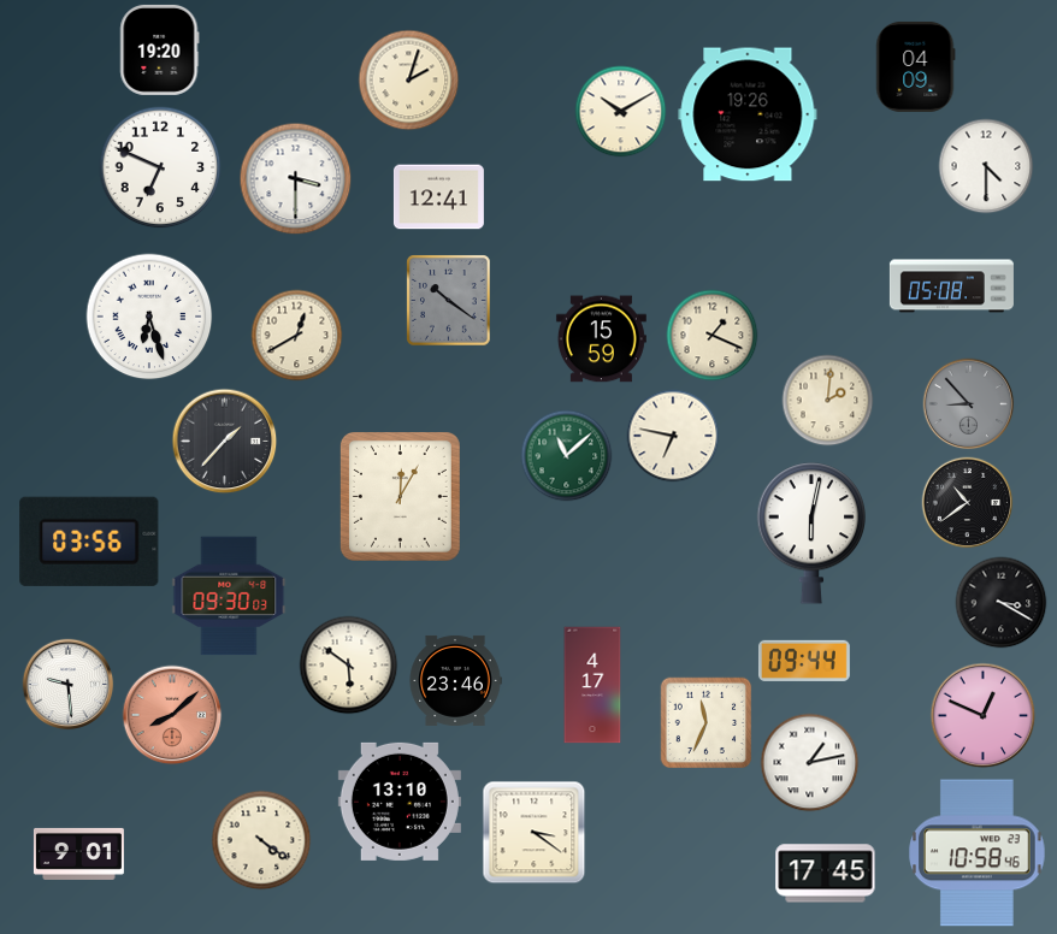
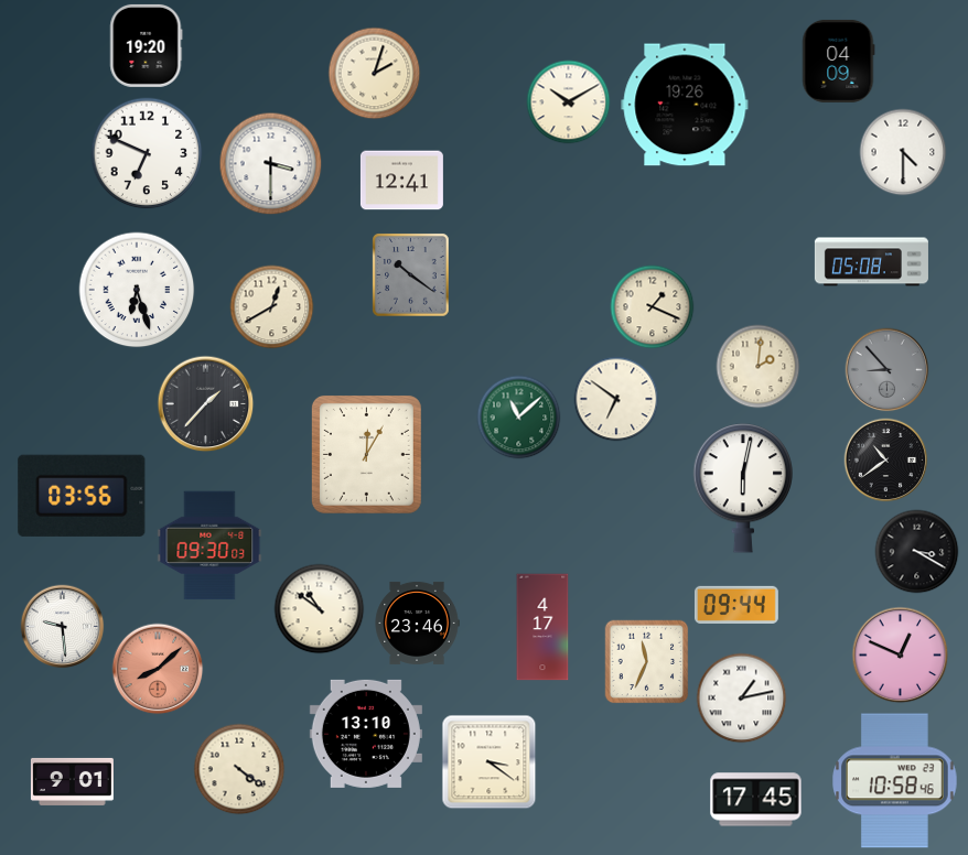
clock at (601, 339): 15:59 -> none
clock at (673, 436): 6:47 -> 6:51
clock at (349, 666): 5:51 -> 10:51
clock at (172, 715) position: (172, 715) -> (158, 669)
